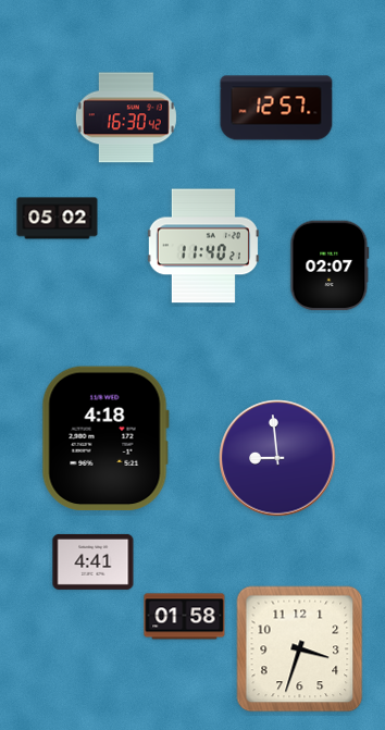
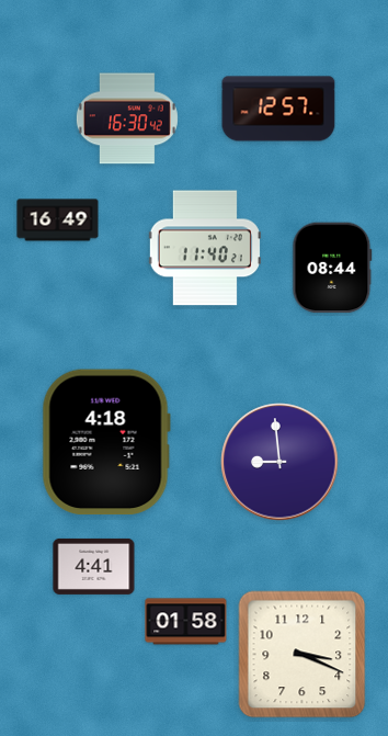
clock at (58, 219): 05:02 -> 16:49
clock at (330, 265): 02:07 -> 08:44
clock at (300, 649): 3:33 -> 3:19
